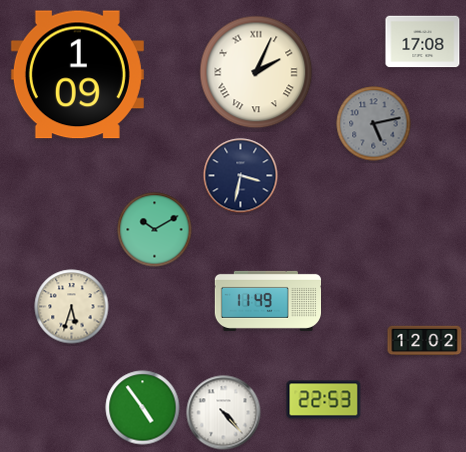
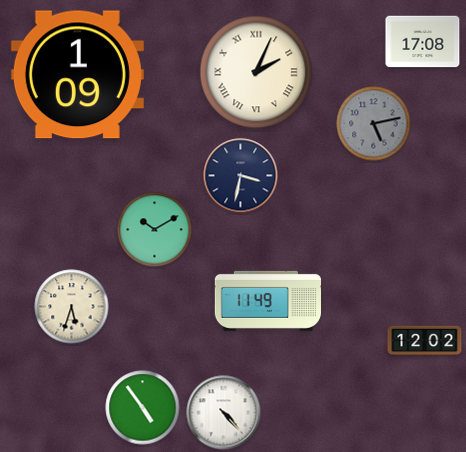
clock at (324, 400): 22:53 -> none
